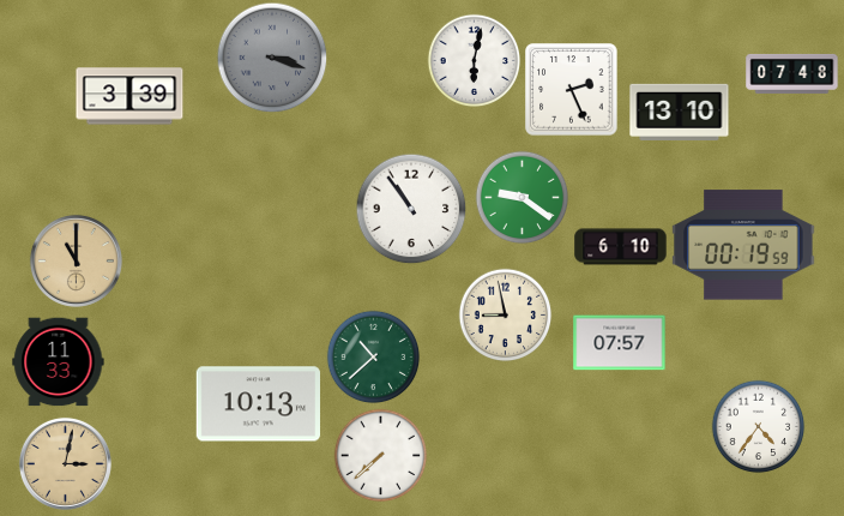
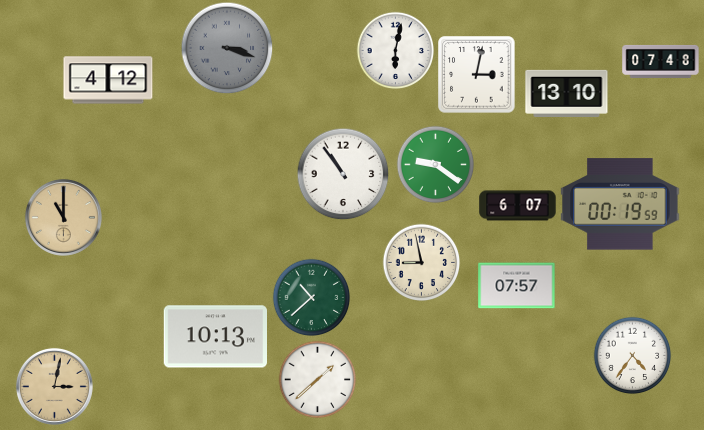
clock at (572, 90): 2:26 -> 3:02
clock at (129, 96): 3:39 -> 4:12
clock at (621, 247): 6:10 -> 6:07
clock at (59, 362): 11:33 -> none
clock at (380, 455): 7:38 -> 1:38
